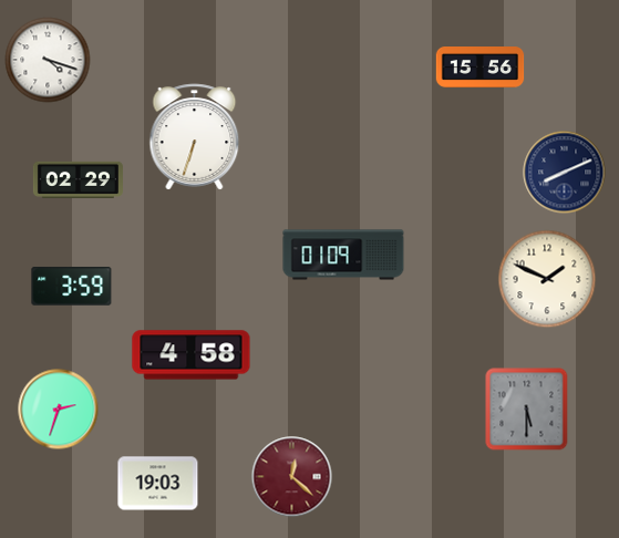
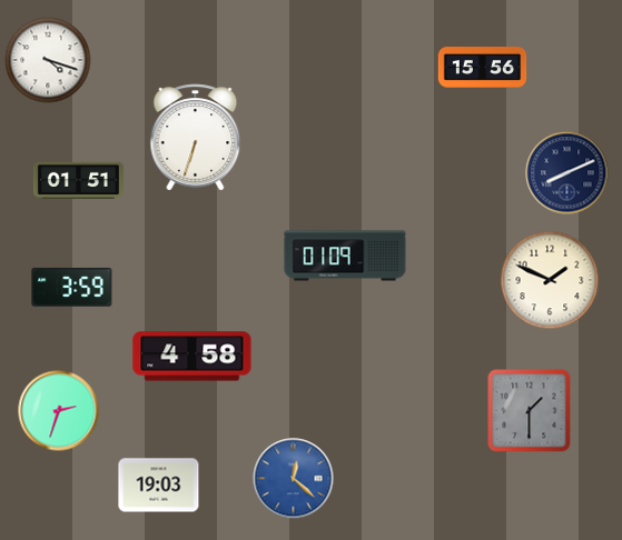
clock at (78, 179): 02:29 -> 01:51
clock at (527, 410): 5:30 -> 1:30
clock at (292, 477) dial: burgundy -> blue
